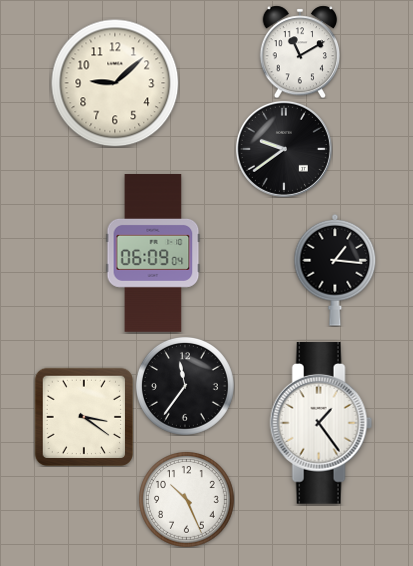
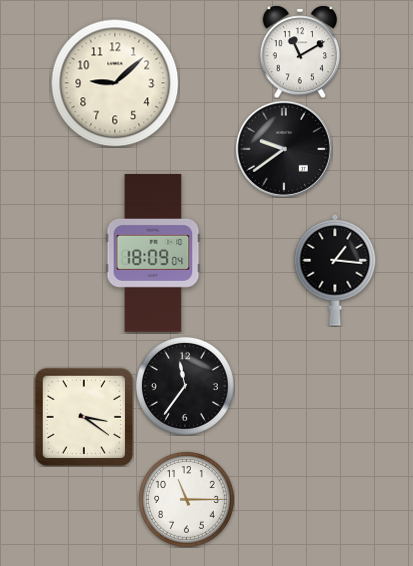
clock at (153, 254): 06:09 -> 18:09
clock at (321, 424): 1:24 -> none
clock at (187, 500): 10:26 -> 11:15
